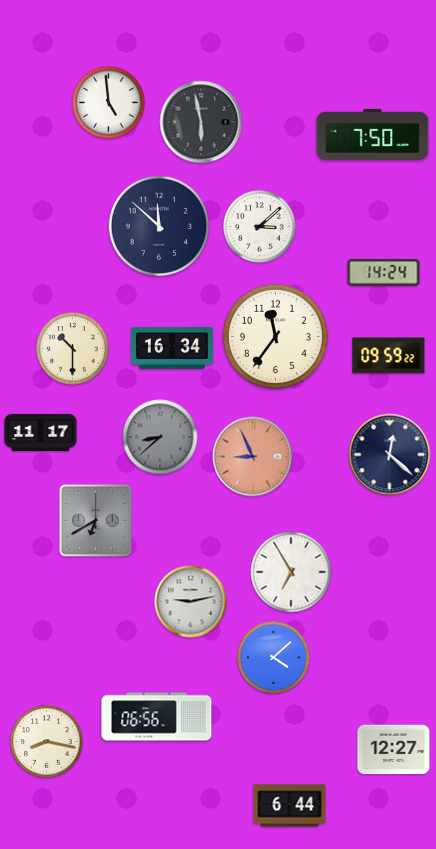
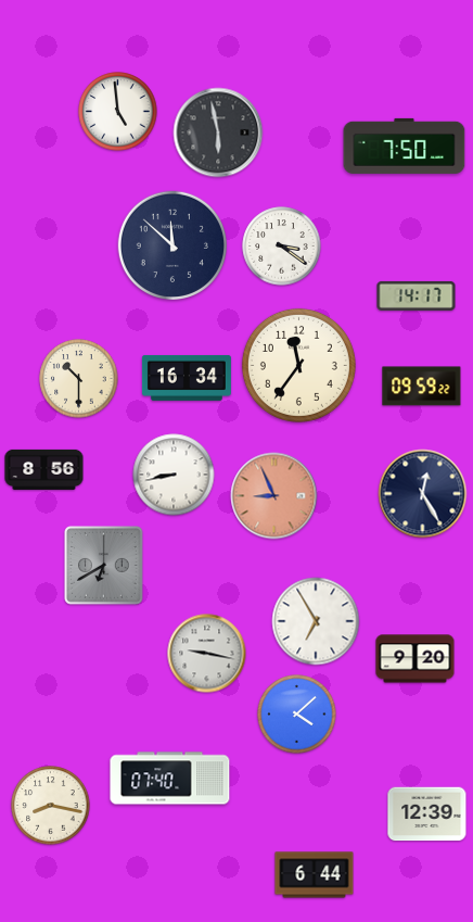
clock at (260, 227): 3:08 -> 3:21
clock at (384, 272): 14:24 -> 14:17
clock at (41, 432): 11:17 -> 8:56
clock at (160, 437): 8:38 -> 8:43
clock at (160, 437) dial: grey -> white
clock at (390, 455): 12:22 -> 12:25
clock at (191, 602): 9:13 -> 9:17
clock at (416, 659): none -> 9:20
clock at (157, 717): 06:56 -> 07:40
clock at (394, 750): 12:27 -> 12:39
